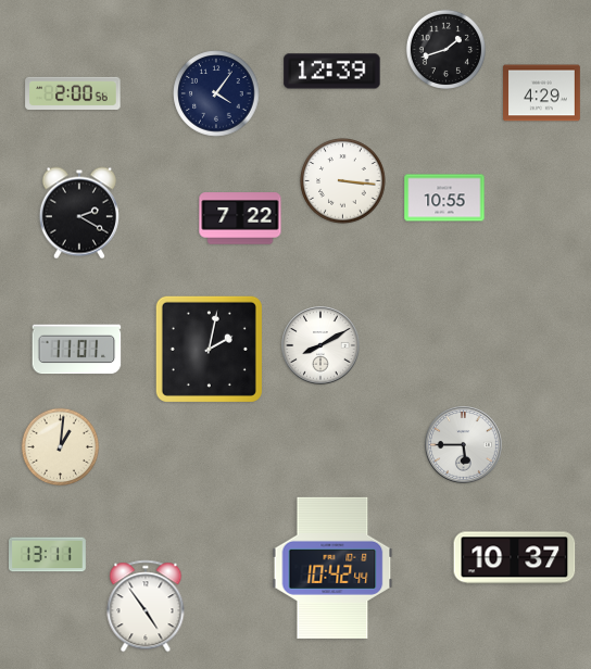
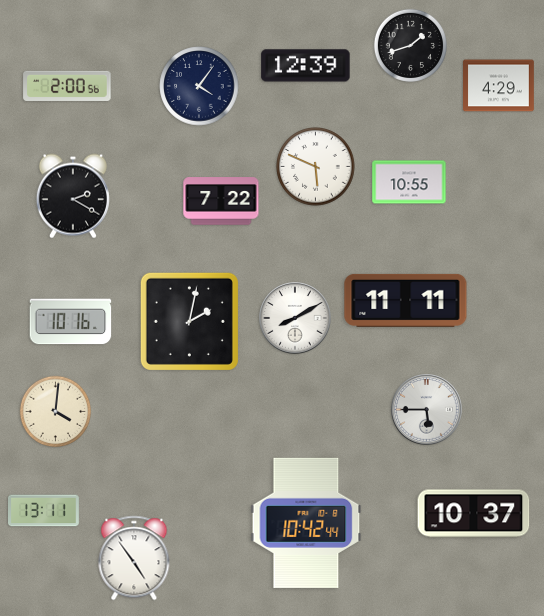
clock at (343, 181): 3:16 -> 5:49
clock at (406, 300): none -> 11:11
clock at (209, 349) position: (209, 349) -> (189, 321)
clock at (77, 350): 11:01 -> 10:16
clock at (61, 447): 1:01 -> 4:01
